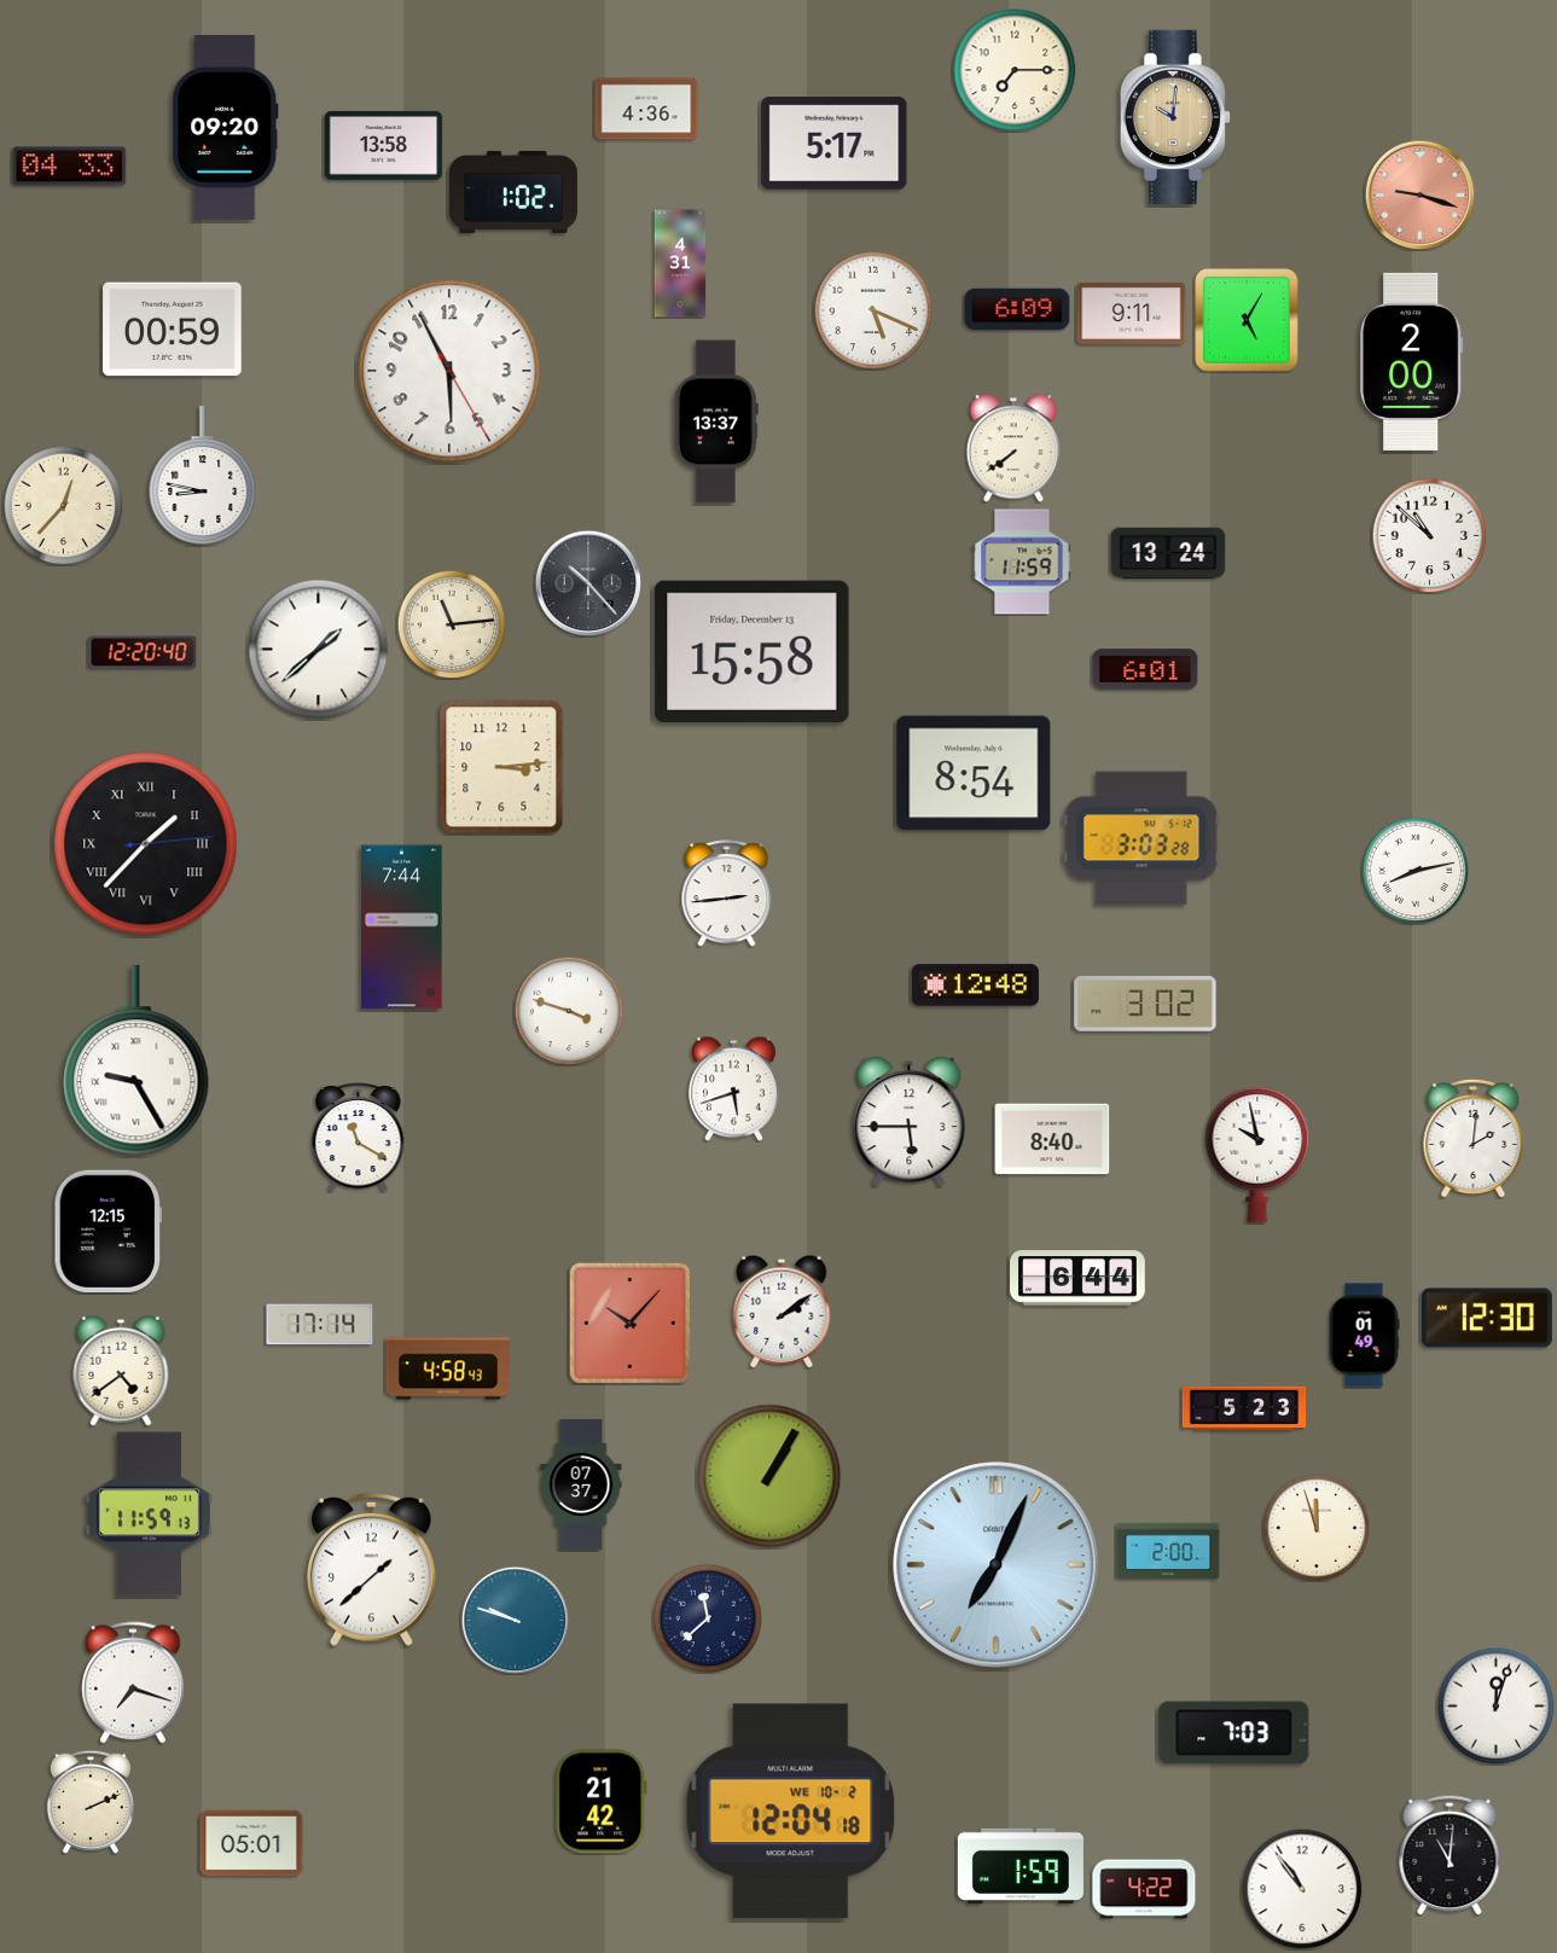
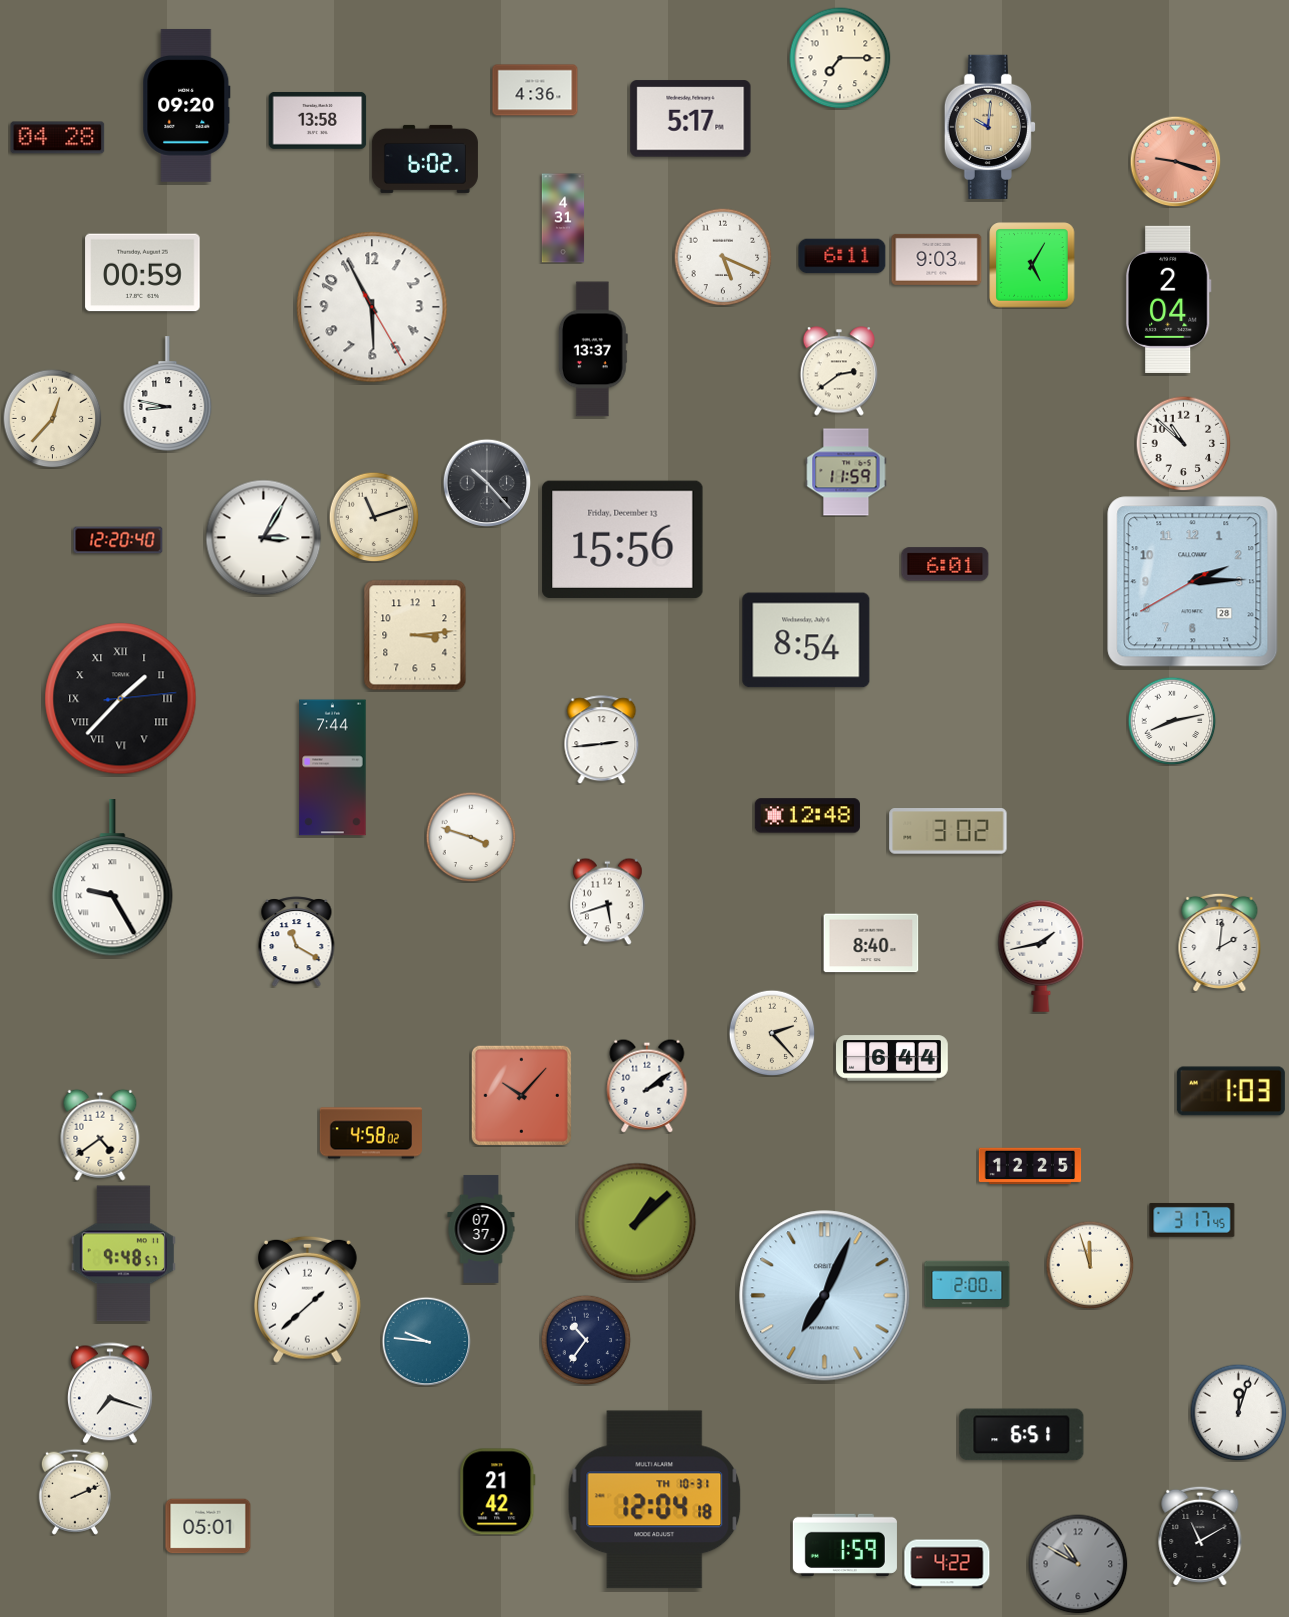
clock at (1175, 117) position: (1175, 117) -> (990, 127)
clock at (70, 167): 04:33 -> 04:28
clock at (513, 192): 1:02 -> 6:02
clock at (1017, 309): 6:09 -> 6:11
clock at (1132, 313): 9:11 -> 9:03
clock at (1412, 361): 2:00 -> 2:04
clock at (1012, 448): 7:39 -> 2:39
clock at (1168, 553): 13:24 -> none
clock at (1022, 562) position: (1022, 562) -> (846, 472)
clock at (452, 624): 11:14 -> 11:12
clock at (319, 650): 1:38 -> 3:05
clock at (753, 651): 15:58 -> 15:56
clock at (1145, 669) position: (1145, 669) -> (945, 564)
clock at (1193, 582): none -> 2:14
clock at (1141, 838): 3:03 -> none
clock at (910, 1122): 5:45 -> none
clock at (1257, 1155): 9:58 -> 1:43
clock at (109, 1231): 12:15 -> none
clock at (772, 1033): none -> 2:23
clock at (1487, 1318): 12:30 -> 1:03
clock at (320, 1325): 17:14 -> none
clock at (1364, 1336): 01:49 -> none
clock at (447, 1368): 4:58:43 -> 4:58:02
clock at (1244, 1408): 5:23 -> 12:25
clock at (1192, 1220): none -> 3:17
clock at (769, 1476): 1:05 -> 1:08
clock at (149, 1515): 11:59 -> 9:48
clock at (708, 1618): 11:38 -> 10:36
clock at (515, 1620): 9:48 -> 9:46
clock at (1234, 1733): 7:03 -> 6:51
clock at (791, 1812) date: WE 10-2 -> TH 10-31
clock at (1449, 1855): 11:01 -> 11:10
clock at (1302, 1889): 10:54 -> 10:50
clock at (1302, 1889) dial: white -> grey
